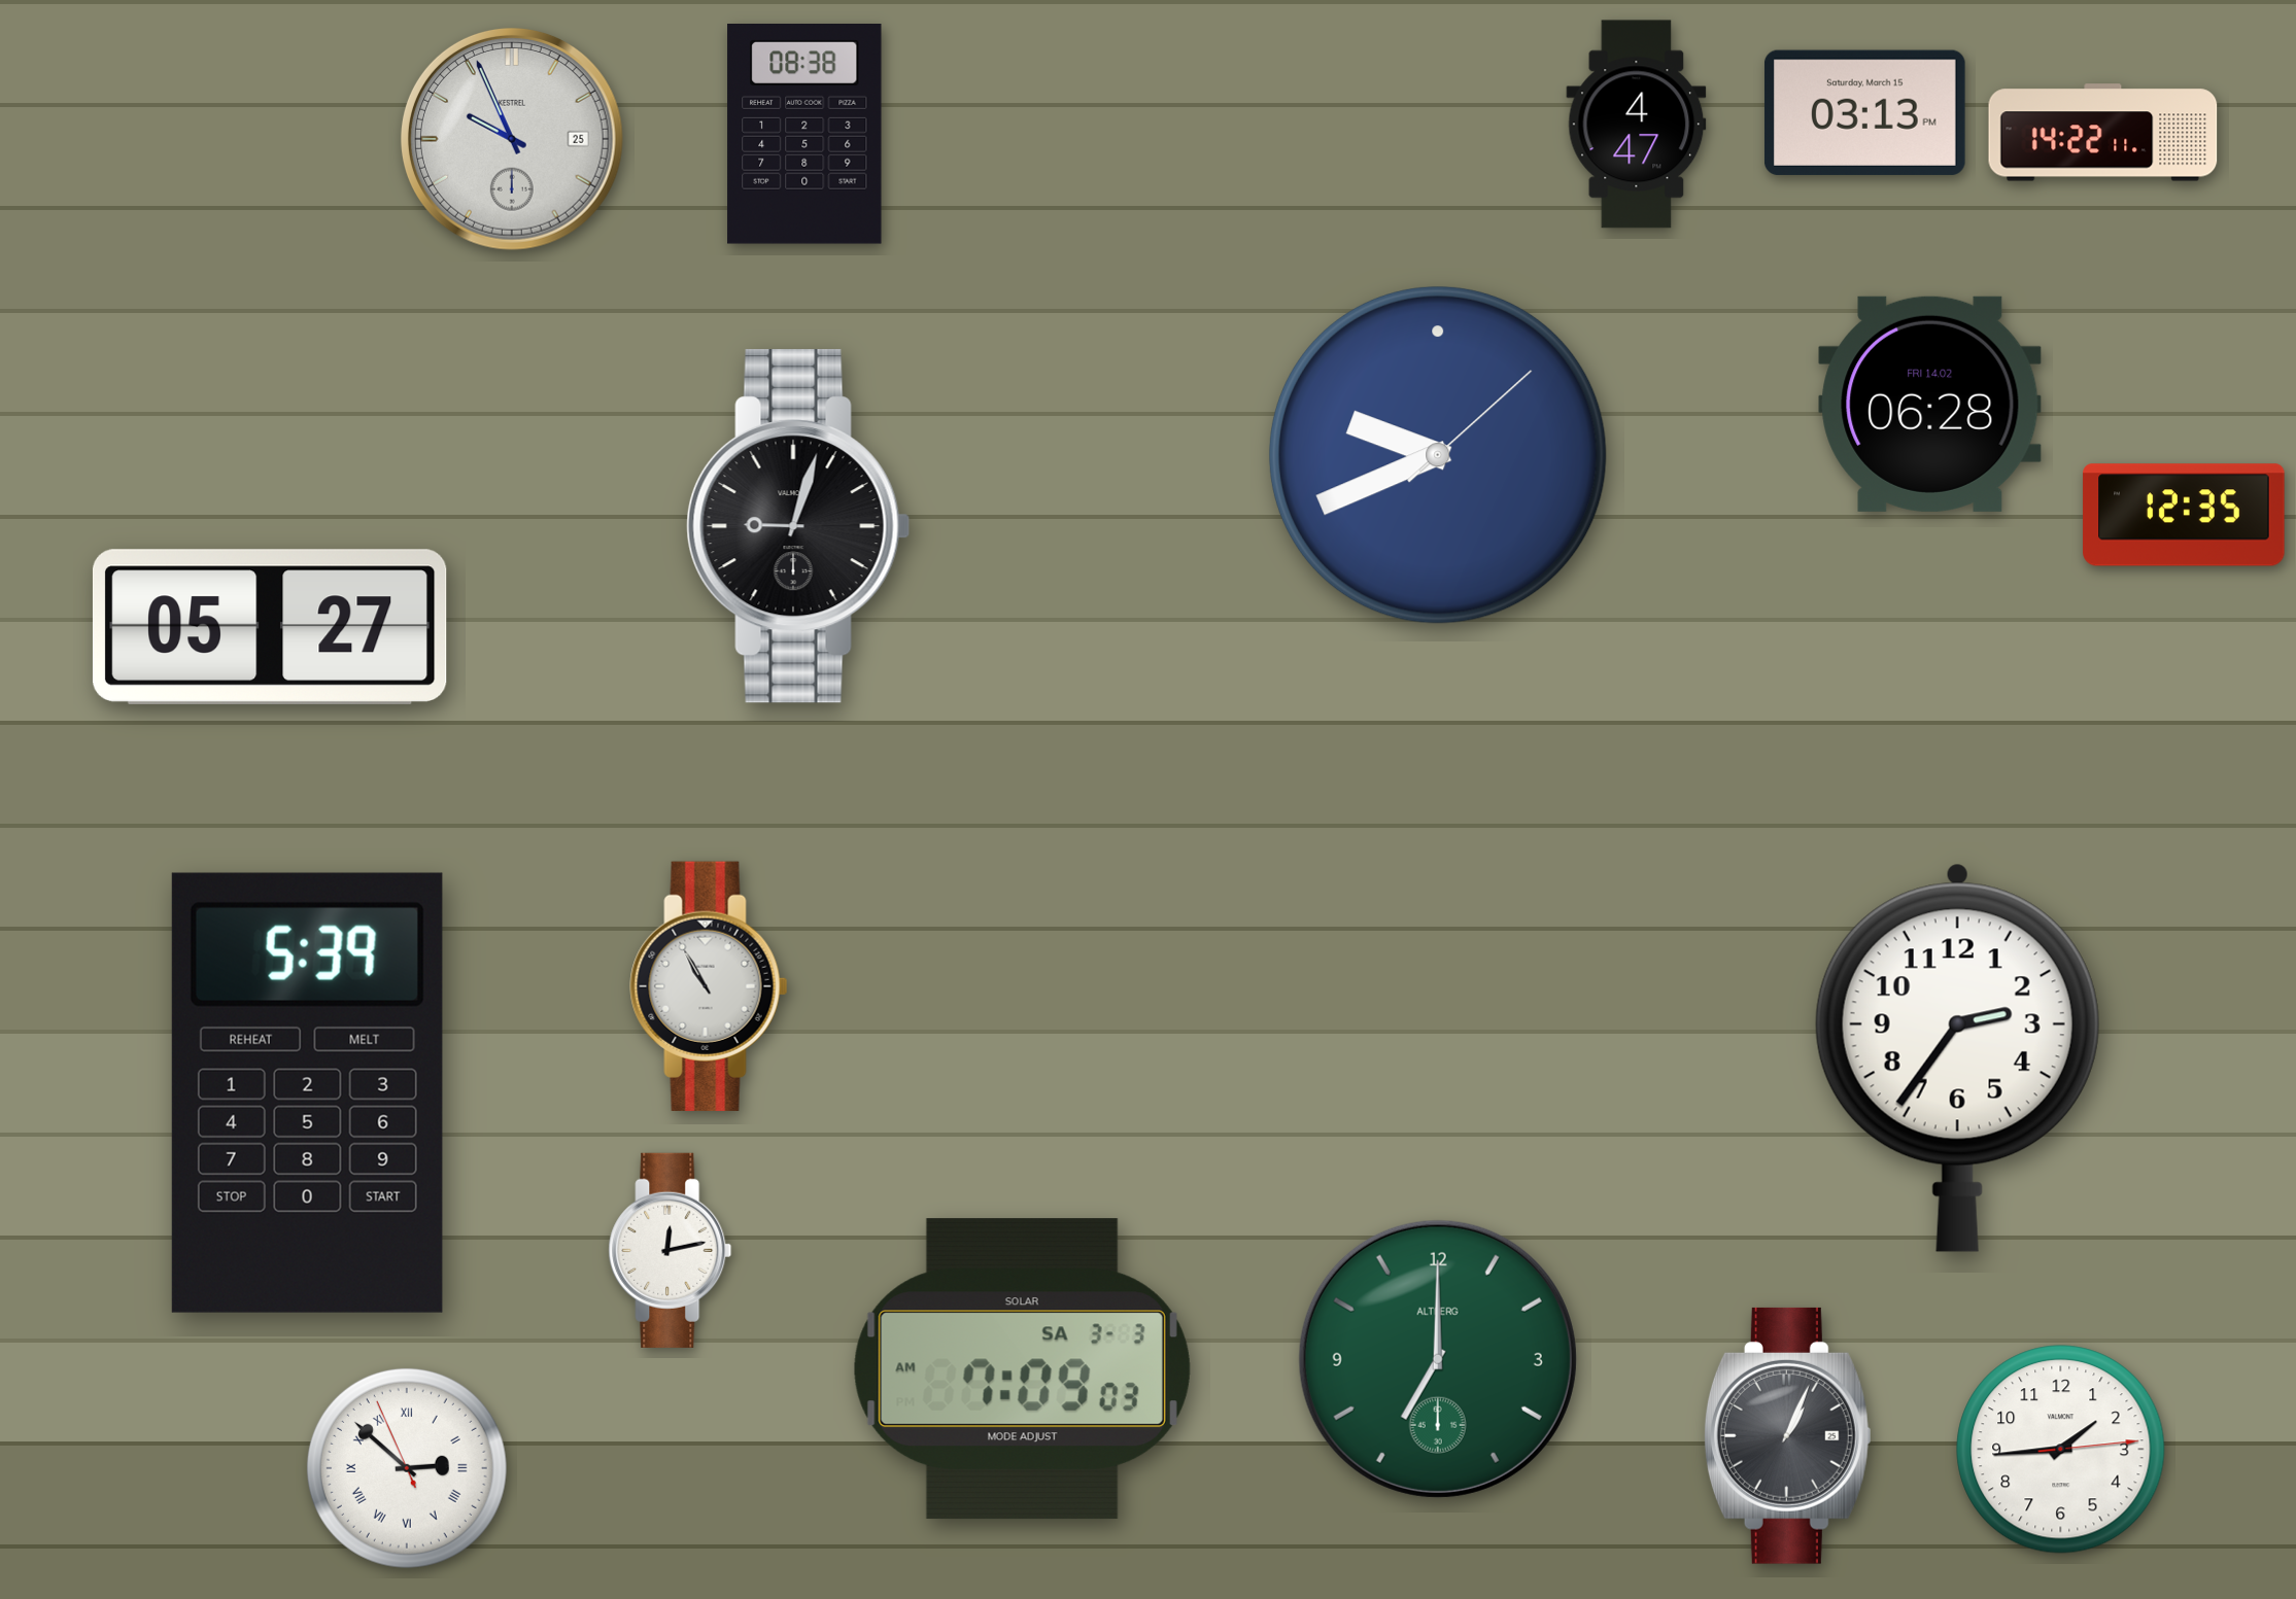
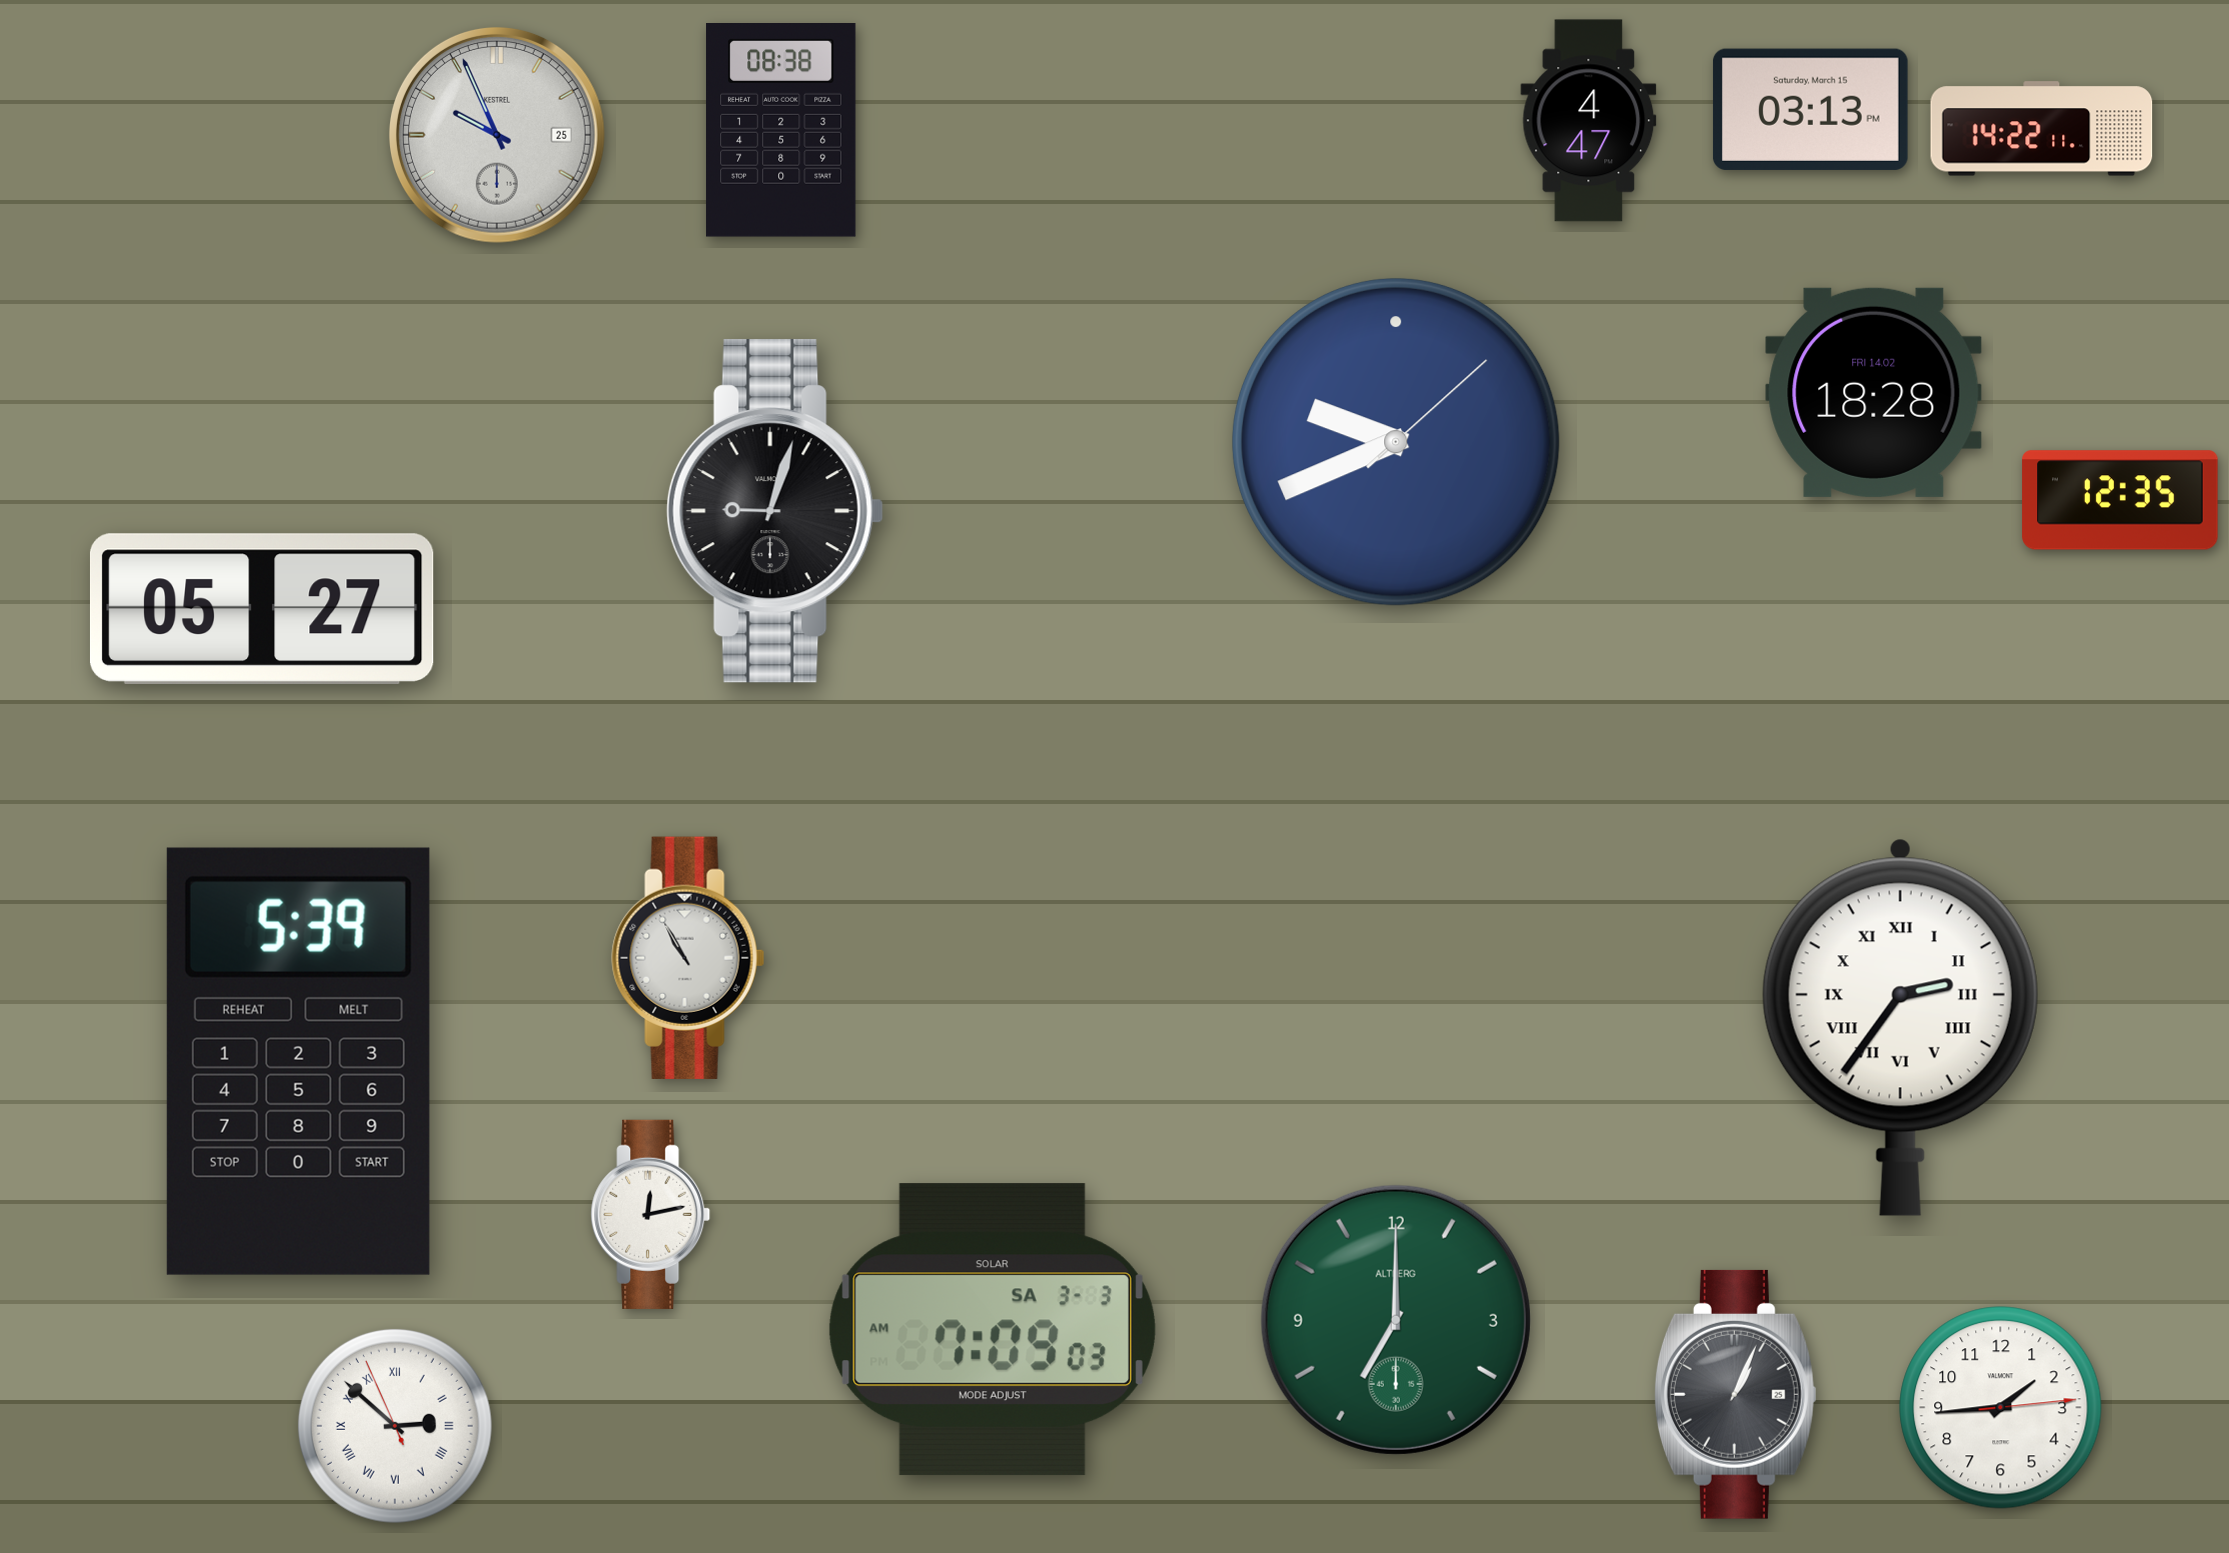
clock at (1930, 404): 06:28 -> 18:28
clock at (1957, 1057) numerals: Arabic -> Roman
